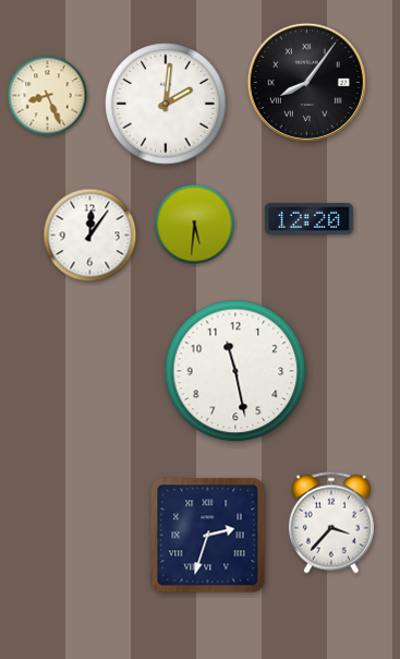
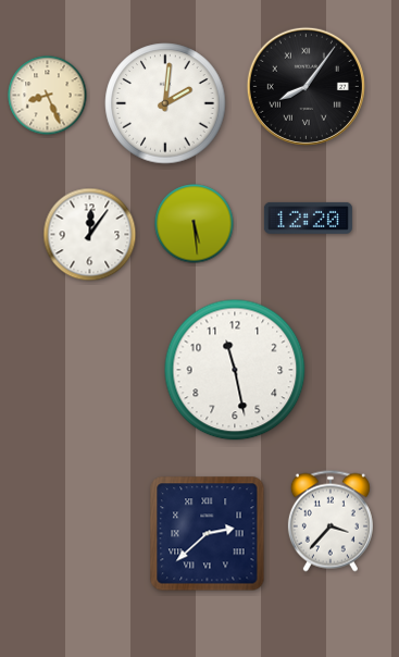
clock at (306, 82) position: (306, 82) -> (306, 86)
clock at (195, 225): 5:31 -> 5:29
clock at (208, 536): 2:33 -> 2:38
